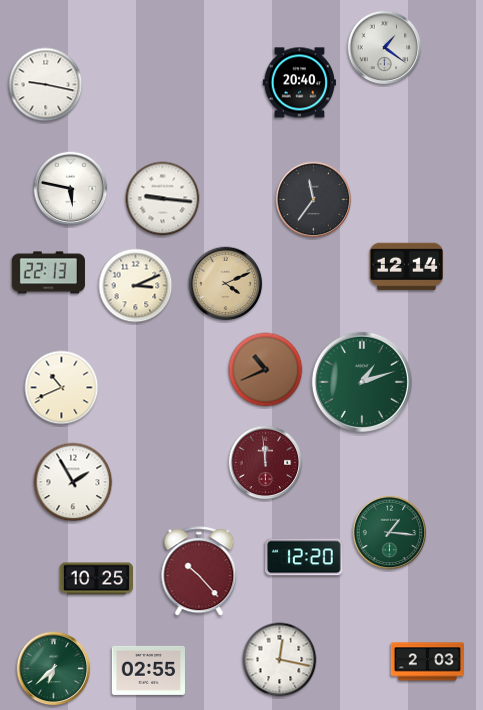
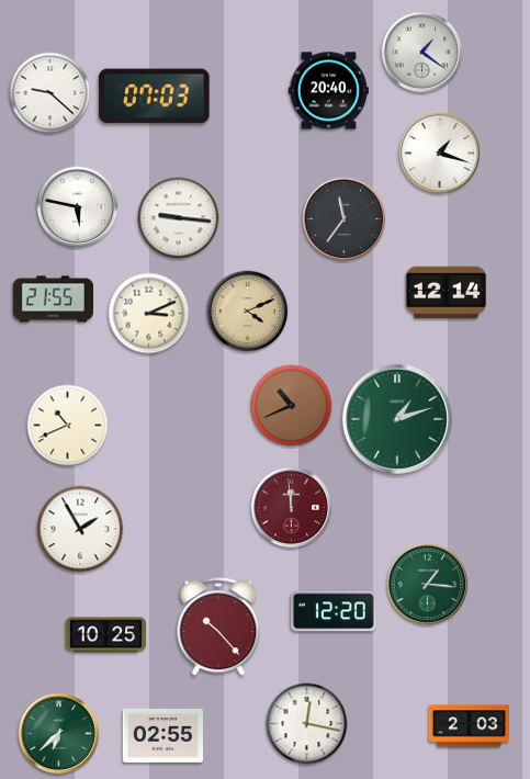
clock at (46, 85): 9:17 -> 9:22
clock at (155, 97): none -> 07:03
clock at (440, 154): none -> 1:18
clock at (48, 273): 22:13 -> 21:55
